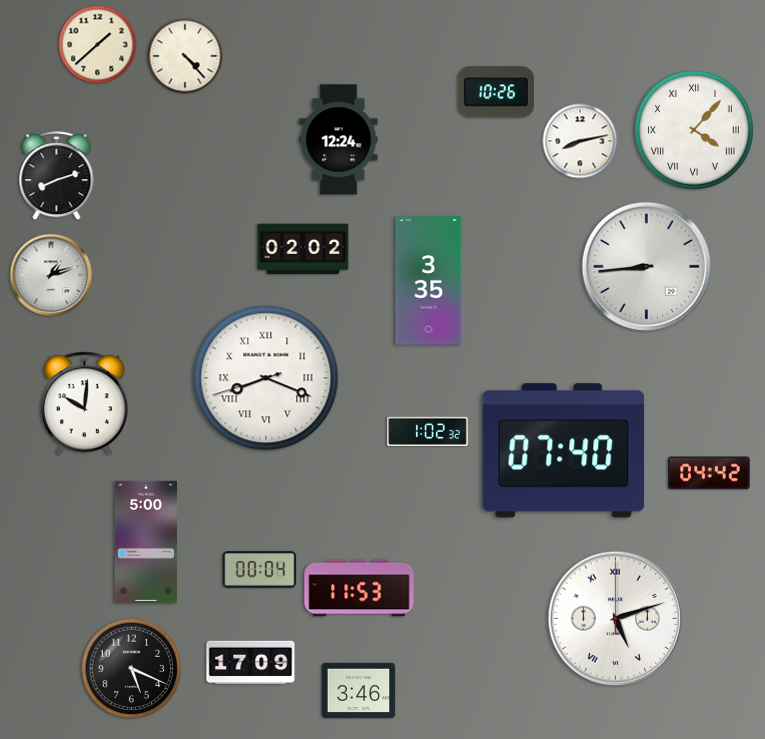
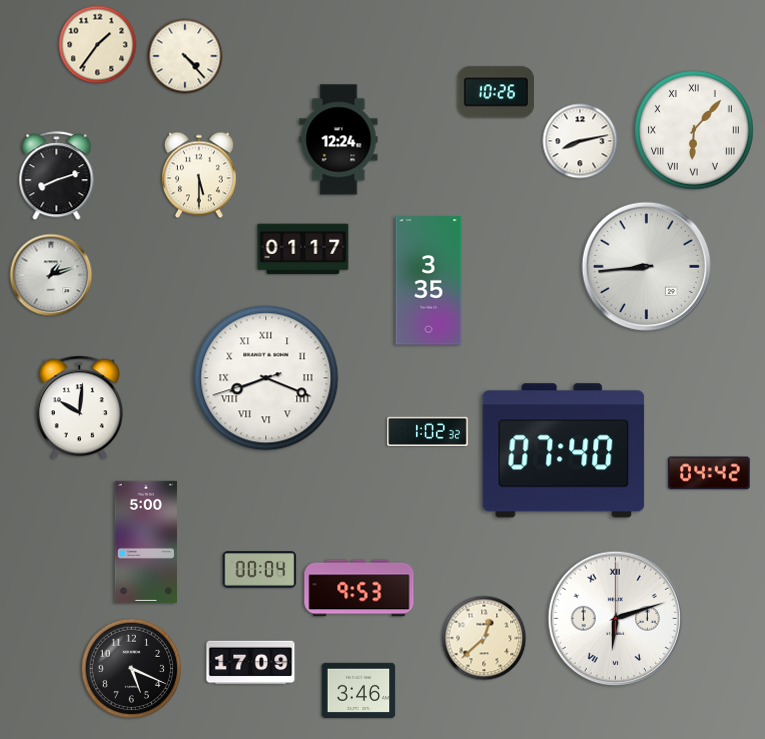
clock at (98, 45): 1:38 -> 1:36
clock at (695, 131): 4:07 -> 6:07
clock at (199, 175): none -> 5:30
clock at (303, 249): 02:02 -> 01:17
clock at (84, 404) position: (84, 404) -> (79, 408)
clock at (359, 588): 11:53 -> 9:53
clock at (616, 619): 5:12 -> 6:12
clock at (484, 638): none -> 12:38
